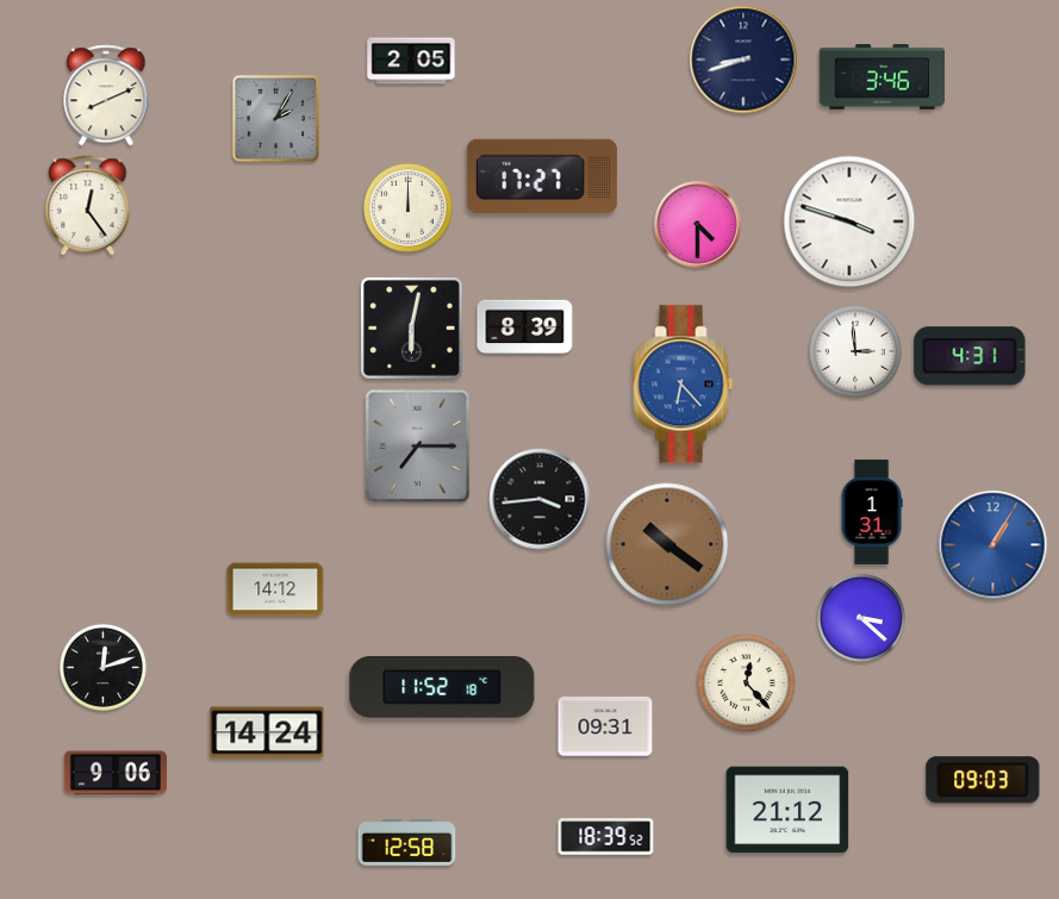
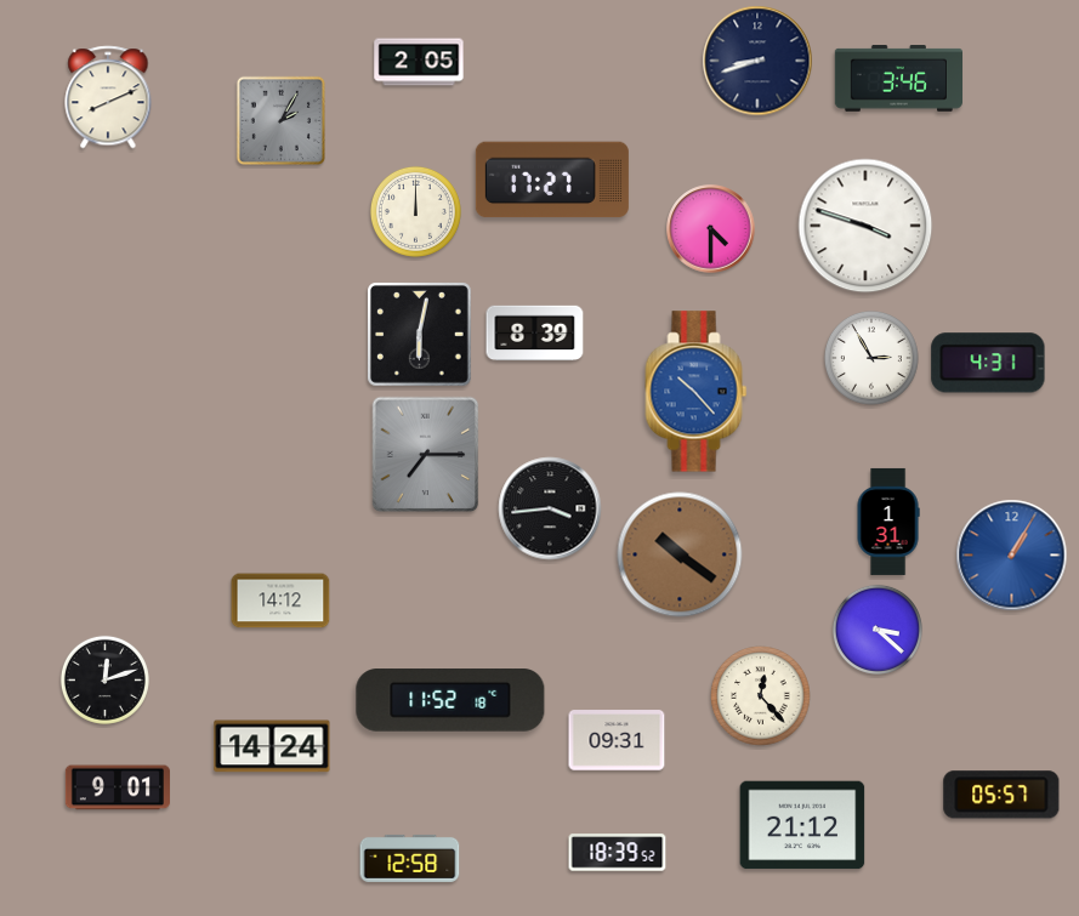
clock at (88, 206): 12:24 -> none
clock at (856, 352): 2:59 -> 2:55
clock at (684, 385): 6:23 -> 10:23
clock at (116, 773): 9:06 -> 9:01
clock at (983, 780): 09:03 -> 05:57
clock at (407, 842) position: (407, 842) -> (410, 858)
